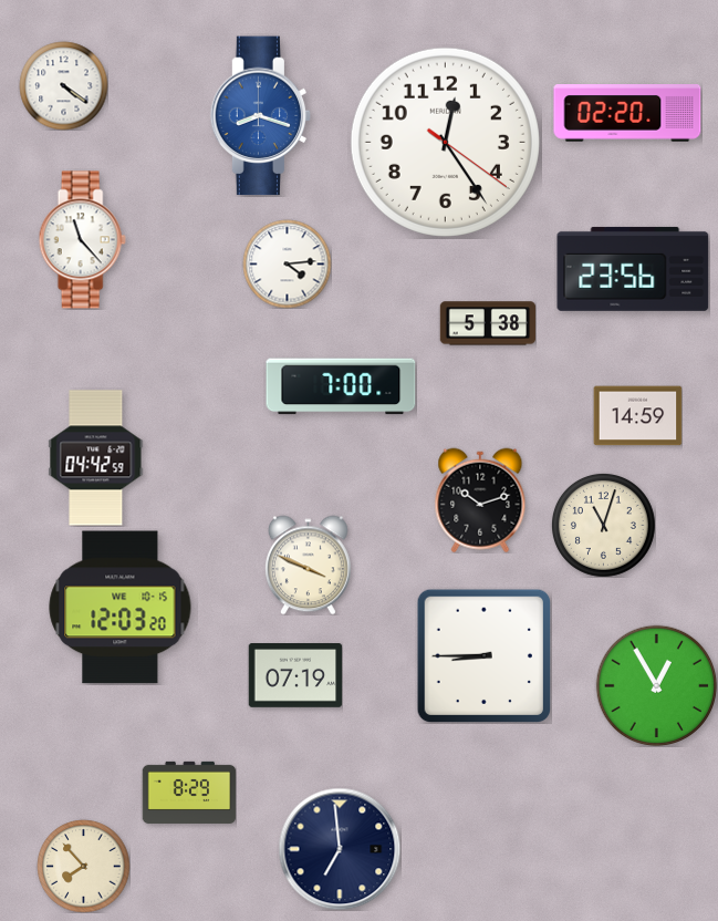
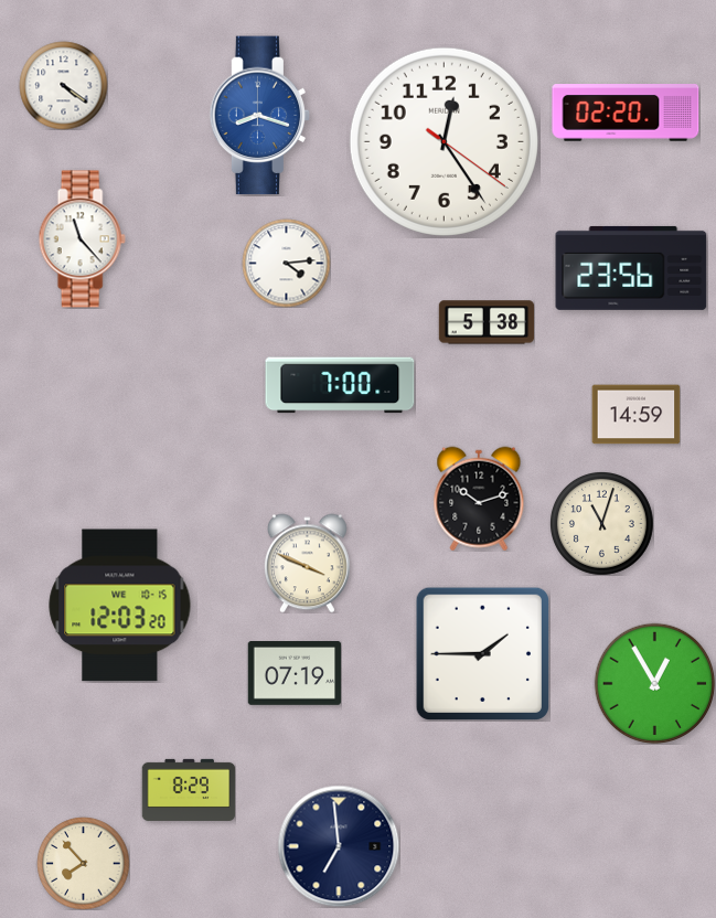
clock at (96, 458): 04:42 -> none
clock at (483, 655): 8:45 -> 1:45
